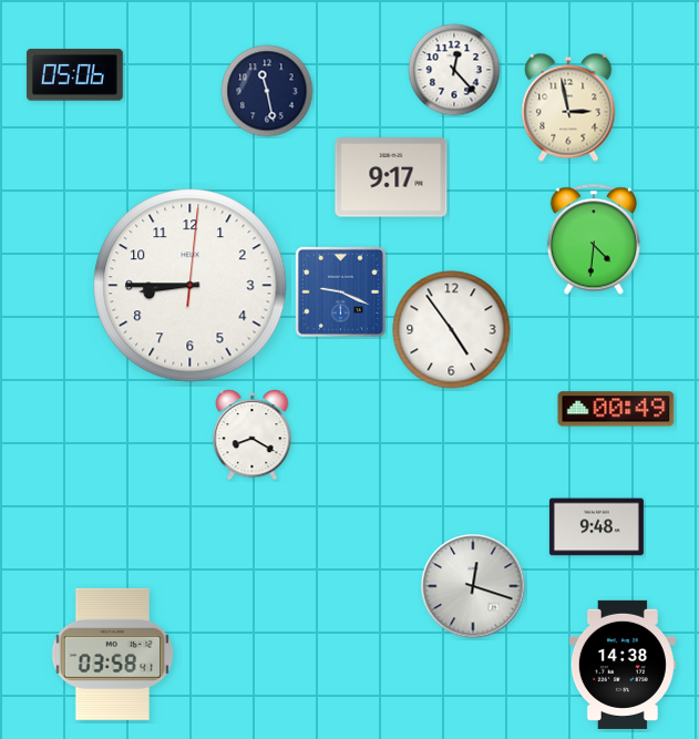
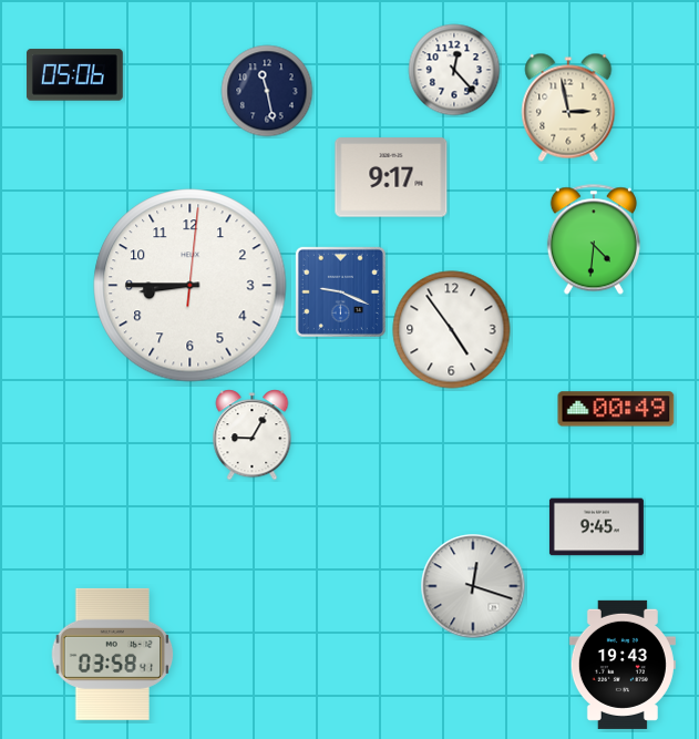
clock at (253, 435): 8:20 -> 9:05
clock at (596, 527): 9:48 -> 9:45
clock at (623, 665): 14:38 -> 19:43
